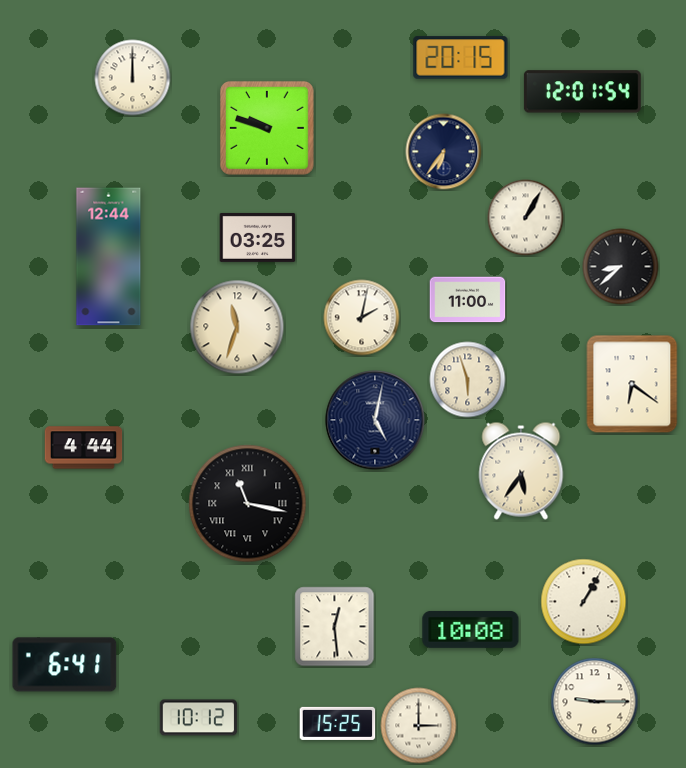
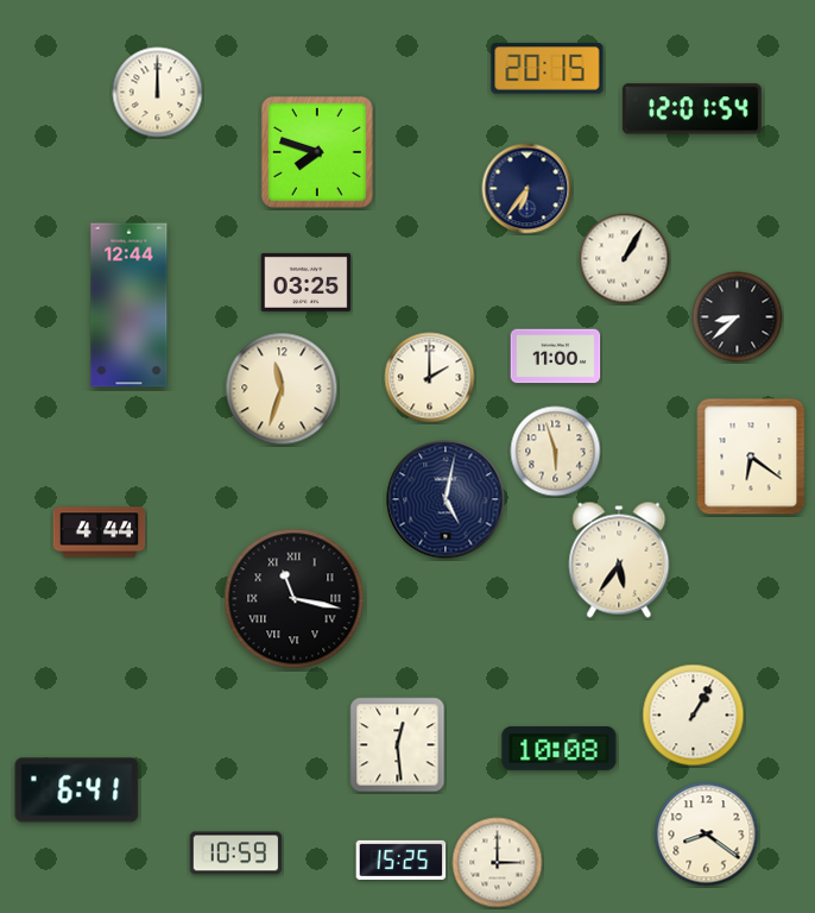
clock at (267, 128): 9:48 -> 7:48
clock at (444, 152) position: (444, 152) -> (527, 189)
clock at (362, 318): 2:02 -> 2:00
clock at (595, 702): 9:15 -> 8:21
clock at (199, 718): 10:12 -> 10:59
